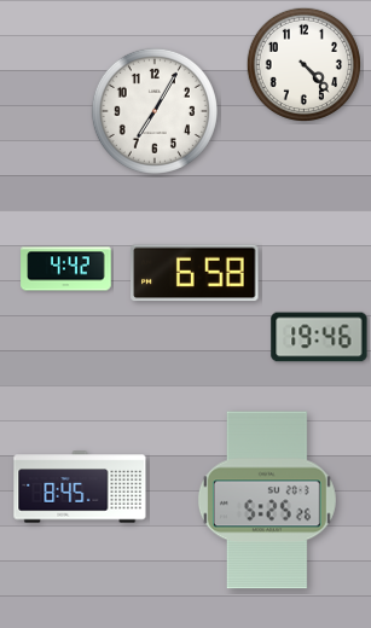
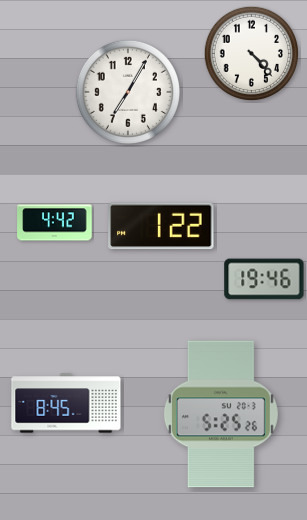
clock at (195, 273): 6:58 -> 1:22
